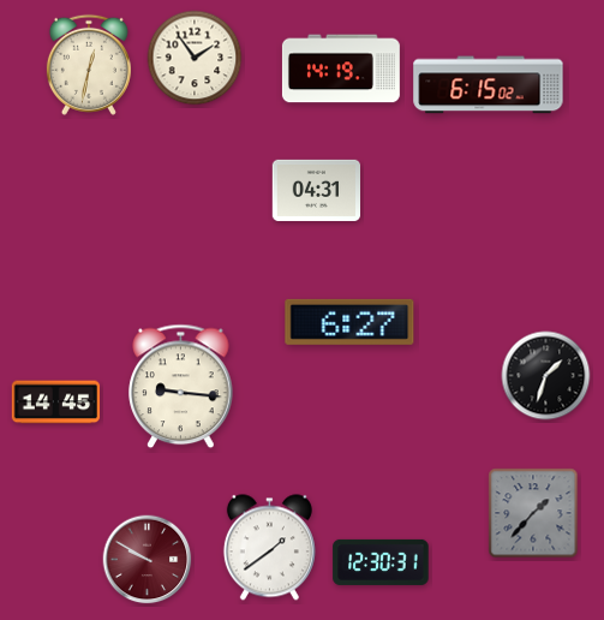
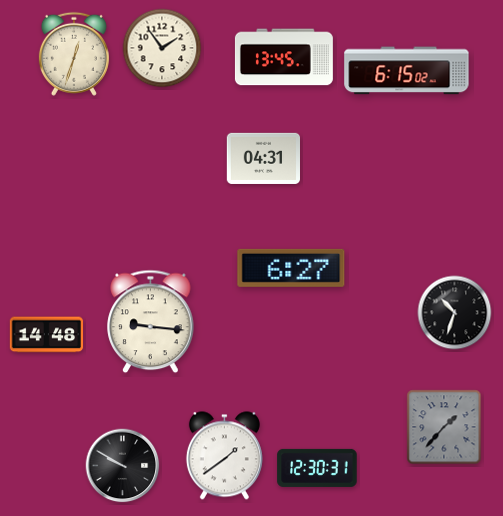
clock at (89, 65): 12:32 -> 12:33
clock at (341, 68): 14:19 -> 13:45
clock at (546, 376): 1:33 -> 10:33
clock at (56, 403): 14:45 -> 14:48
clock at (148, 560) dial: burgundy -> black
